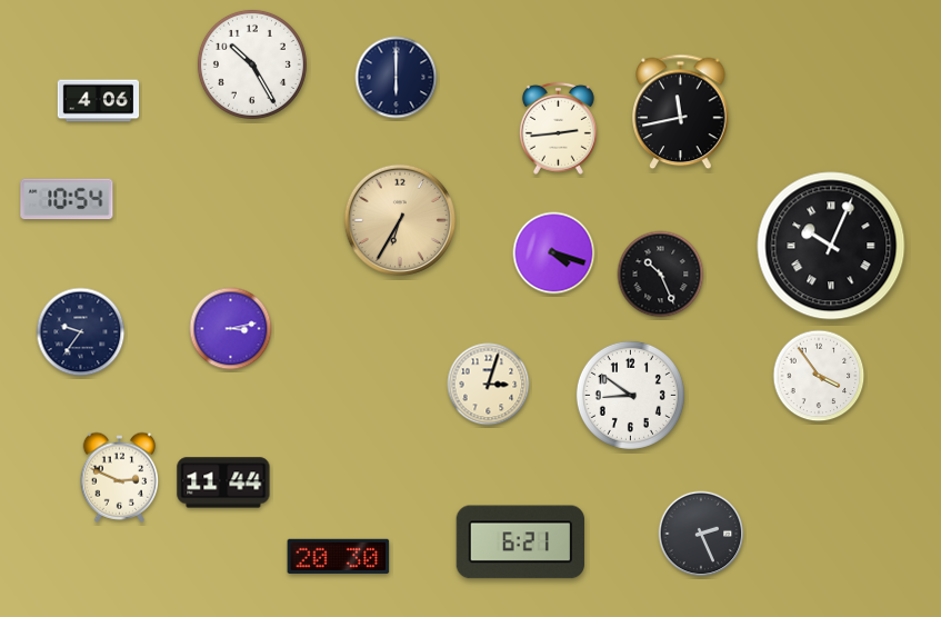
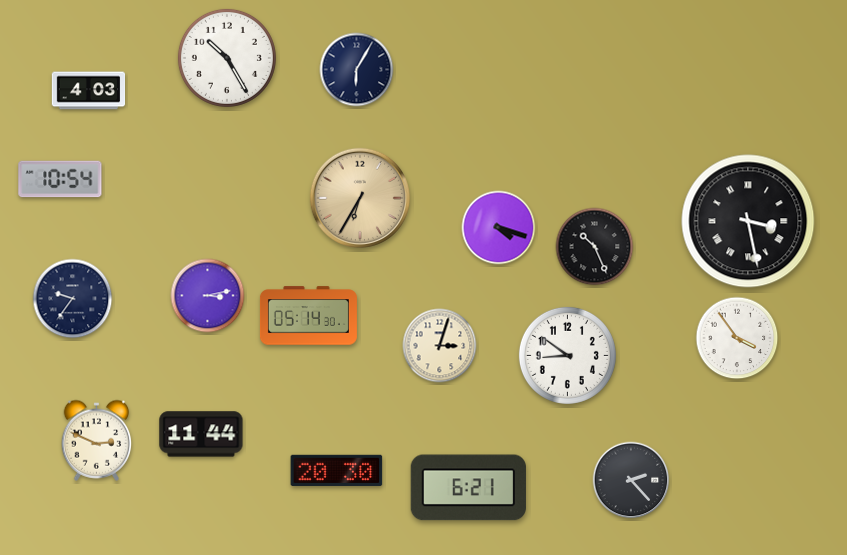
clock at (397, 78): 6:00 -> 6:05
clock at (99, 101): 4:06 -> 4:03
clock at (681, 112): 11:43 -> none
clock at (558, 128): 2:44 -> none
clock at (831, 246): 10:04 -> 3:28
clock at (308, 316): none -> 05:14
clock at (120, 477) position: (120, 477) -> (97, 440)
clock at (701, 534): 2:26 -> 2:23
clock at (339, 556) position: (339, 556) -> (337, 470)
